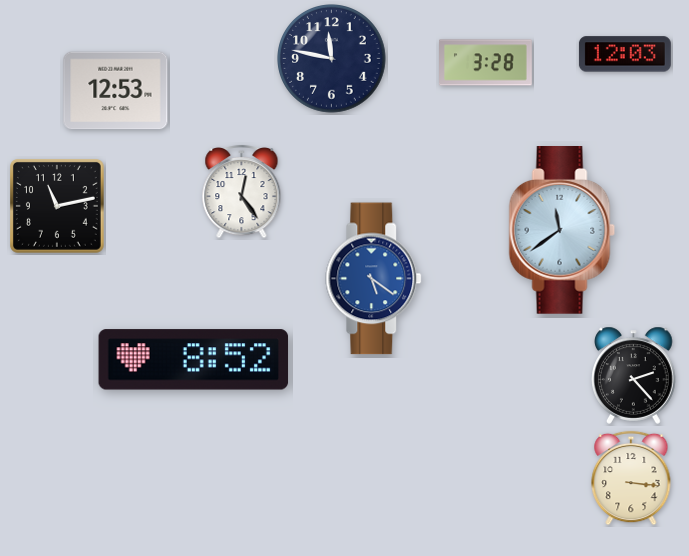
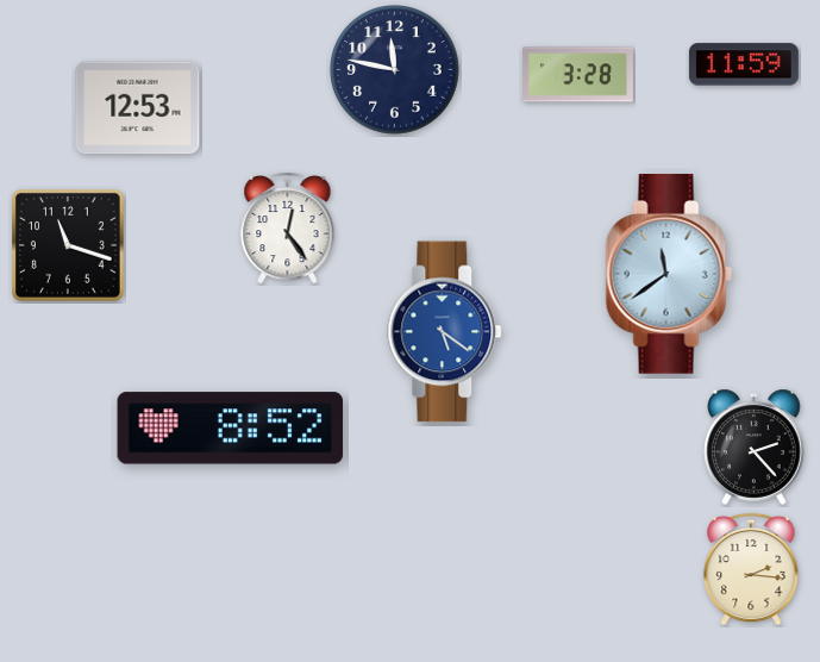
clock at (625, 54): 12:03 -> 11:59
clock at (58, 207): 11:13 -> 11:18
clock at (631, 478): 3:16 -> 2:16
